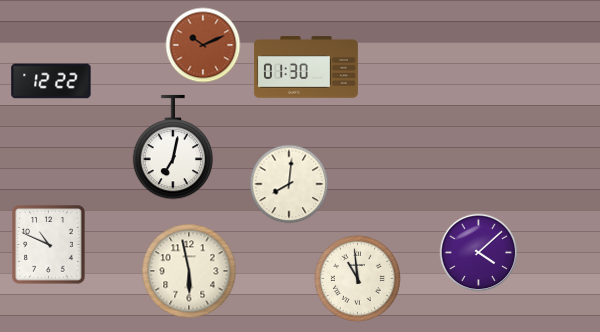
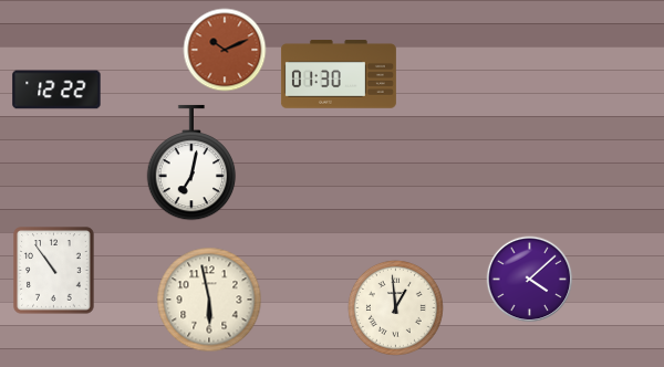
clock at (289, 184): 8:01 -> none
clock at (49, 245): 10:49 -> 10:54
clock at (357, 278): 10:59 -> 12:59
